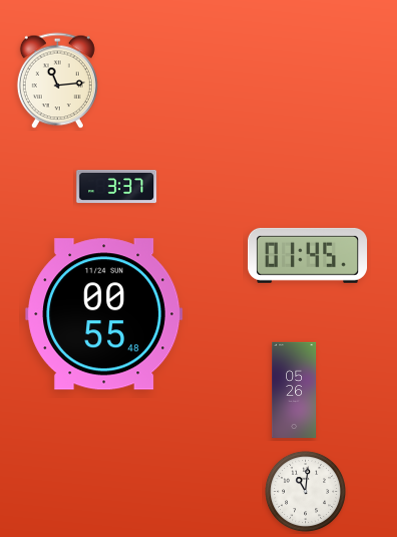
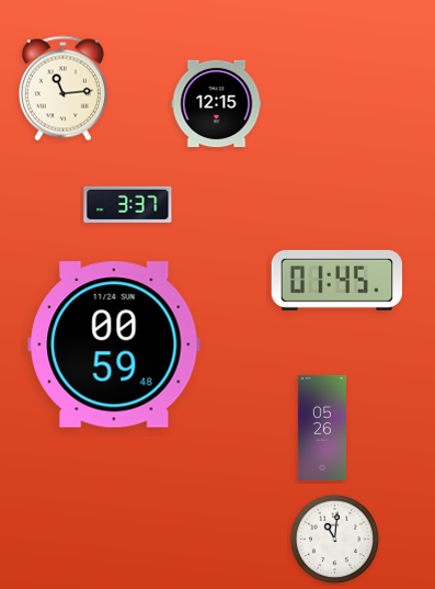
clock at (217, 104): none -> 12:15
clock at (104, 314): 00:55 -> 00:59
